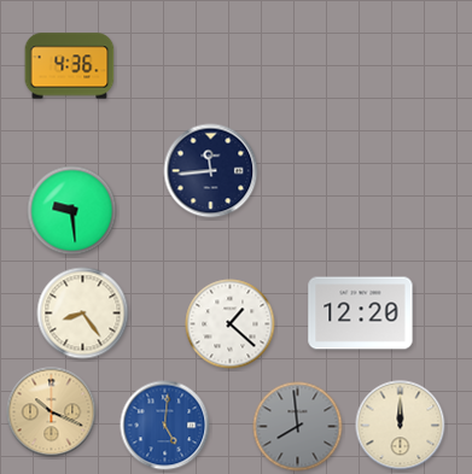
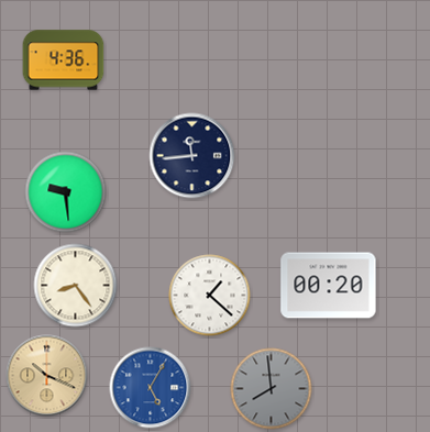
clock at (361, 314): 12:20 -> 00:20
clock at (165, 426): 5:01 -> 5:05
clock at (401, 426): 12:00 -> none
